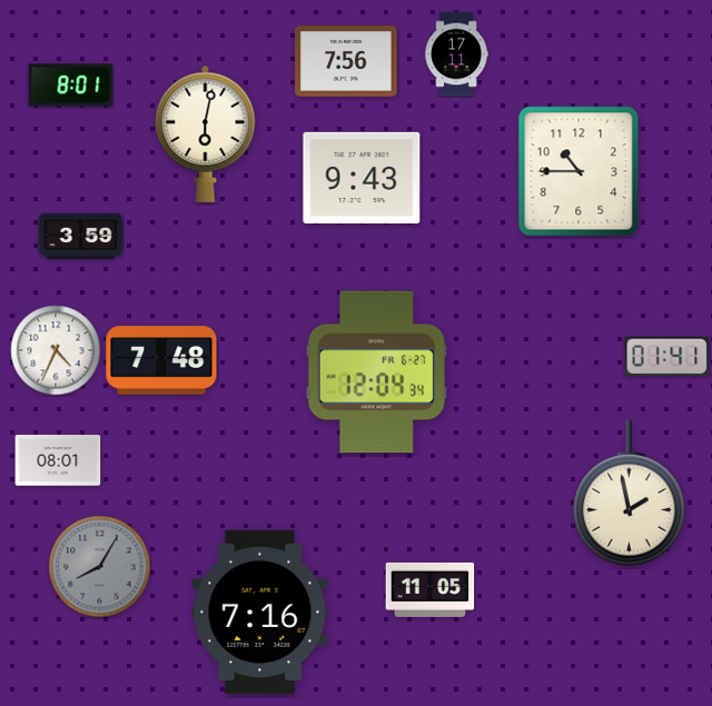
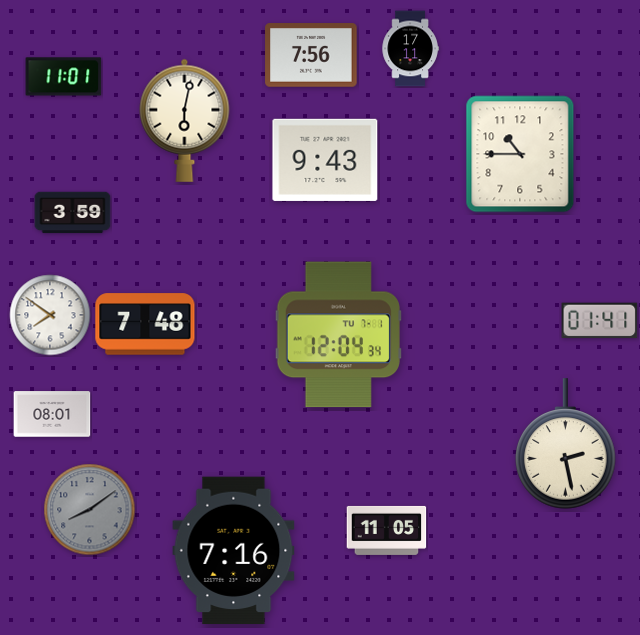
clock at (71, 86): 8:01 -> 11:01
clock at (56, 350): 4:34 -> 7:51
clock at (376, 372) date: FR 6-27 -> TU 7-1
clock at (630, 494): 1:58 -> 2:28
clock at (100, 567): 8:05 -> 8:09
